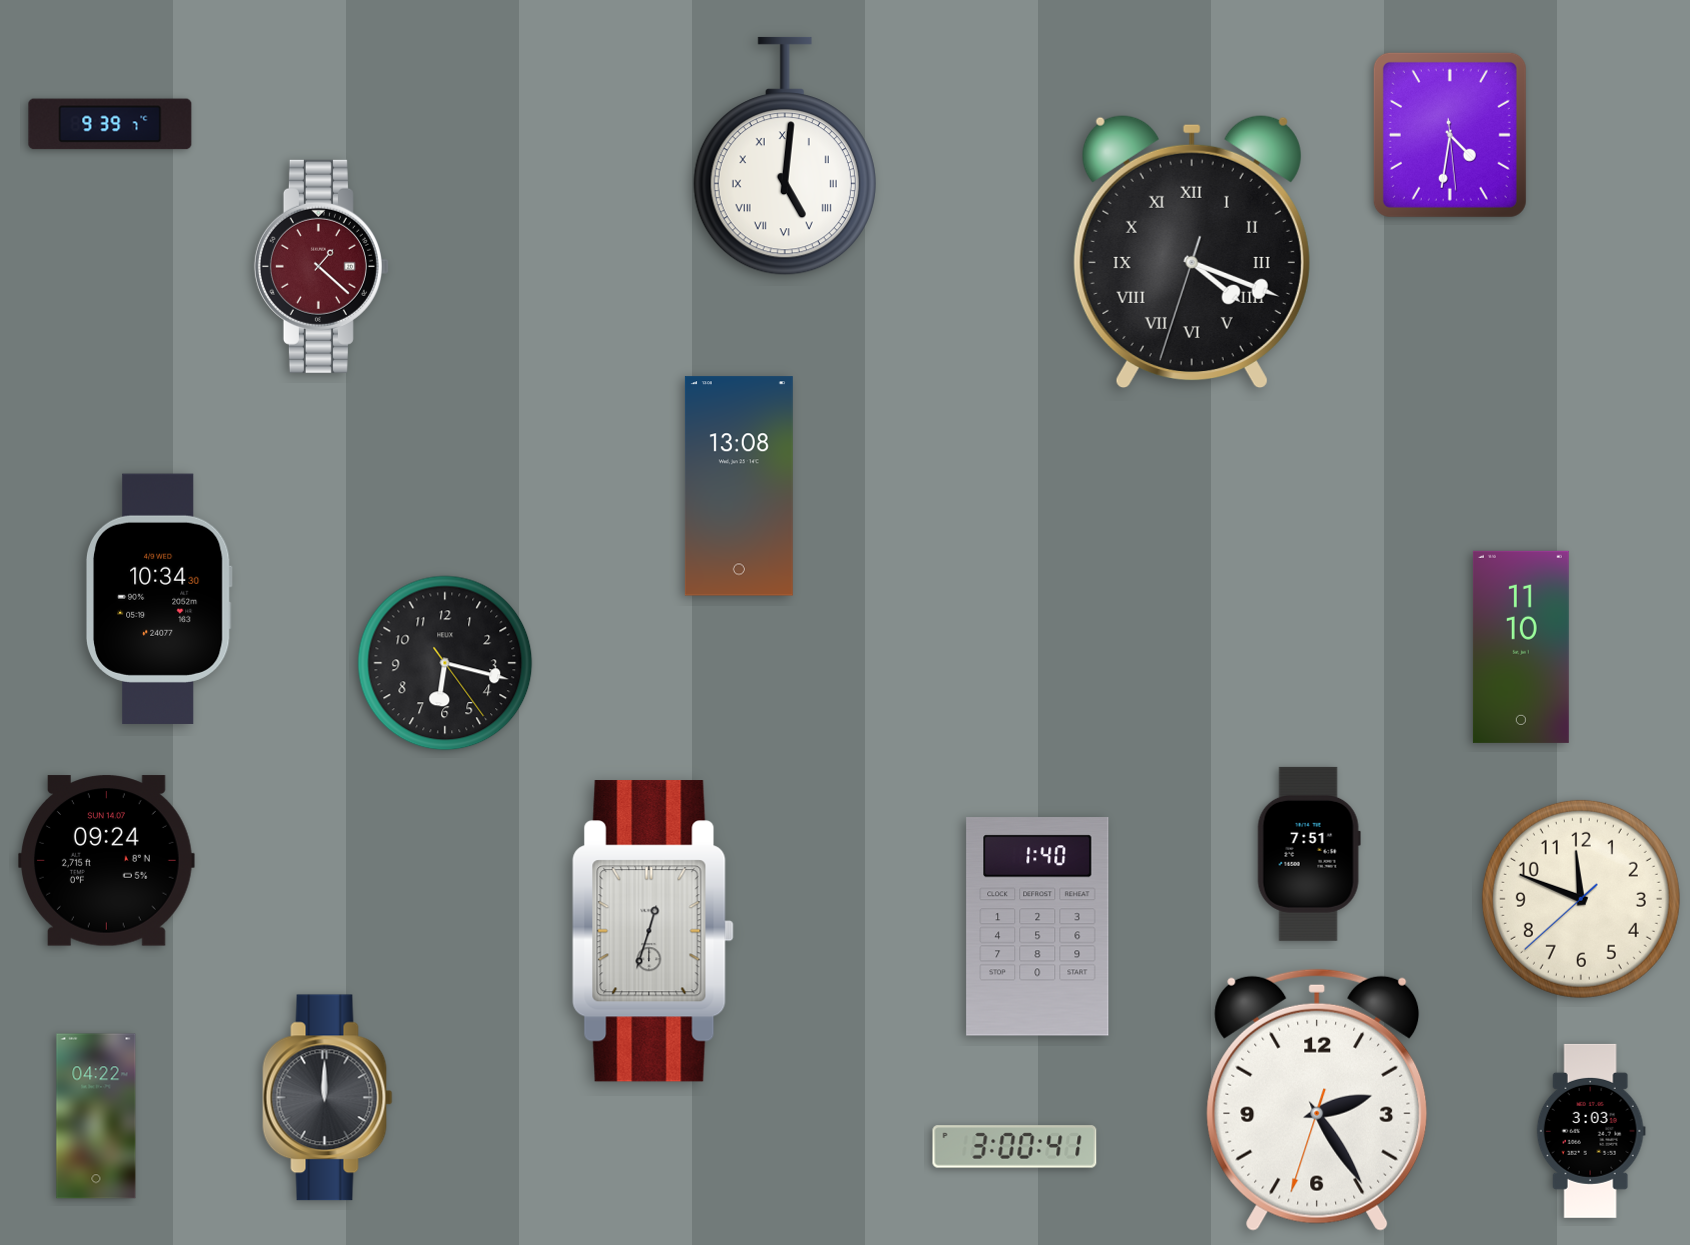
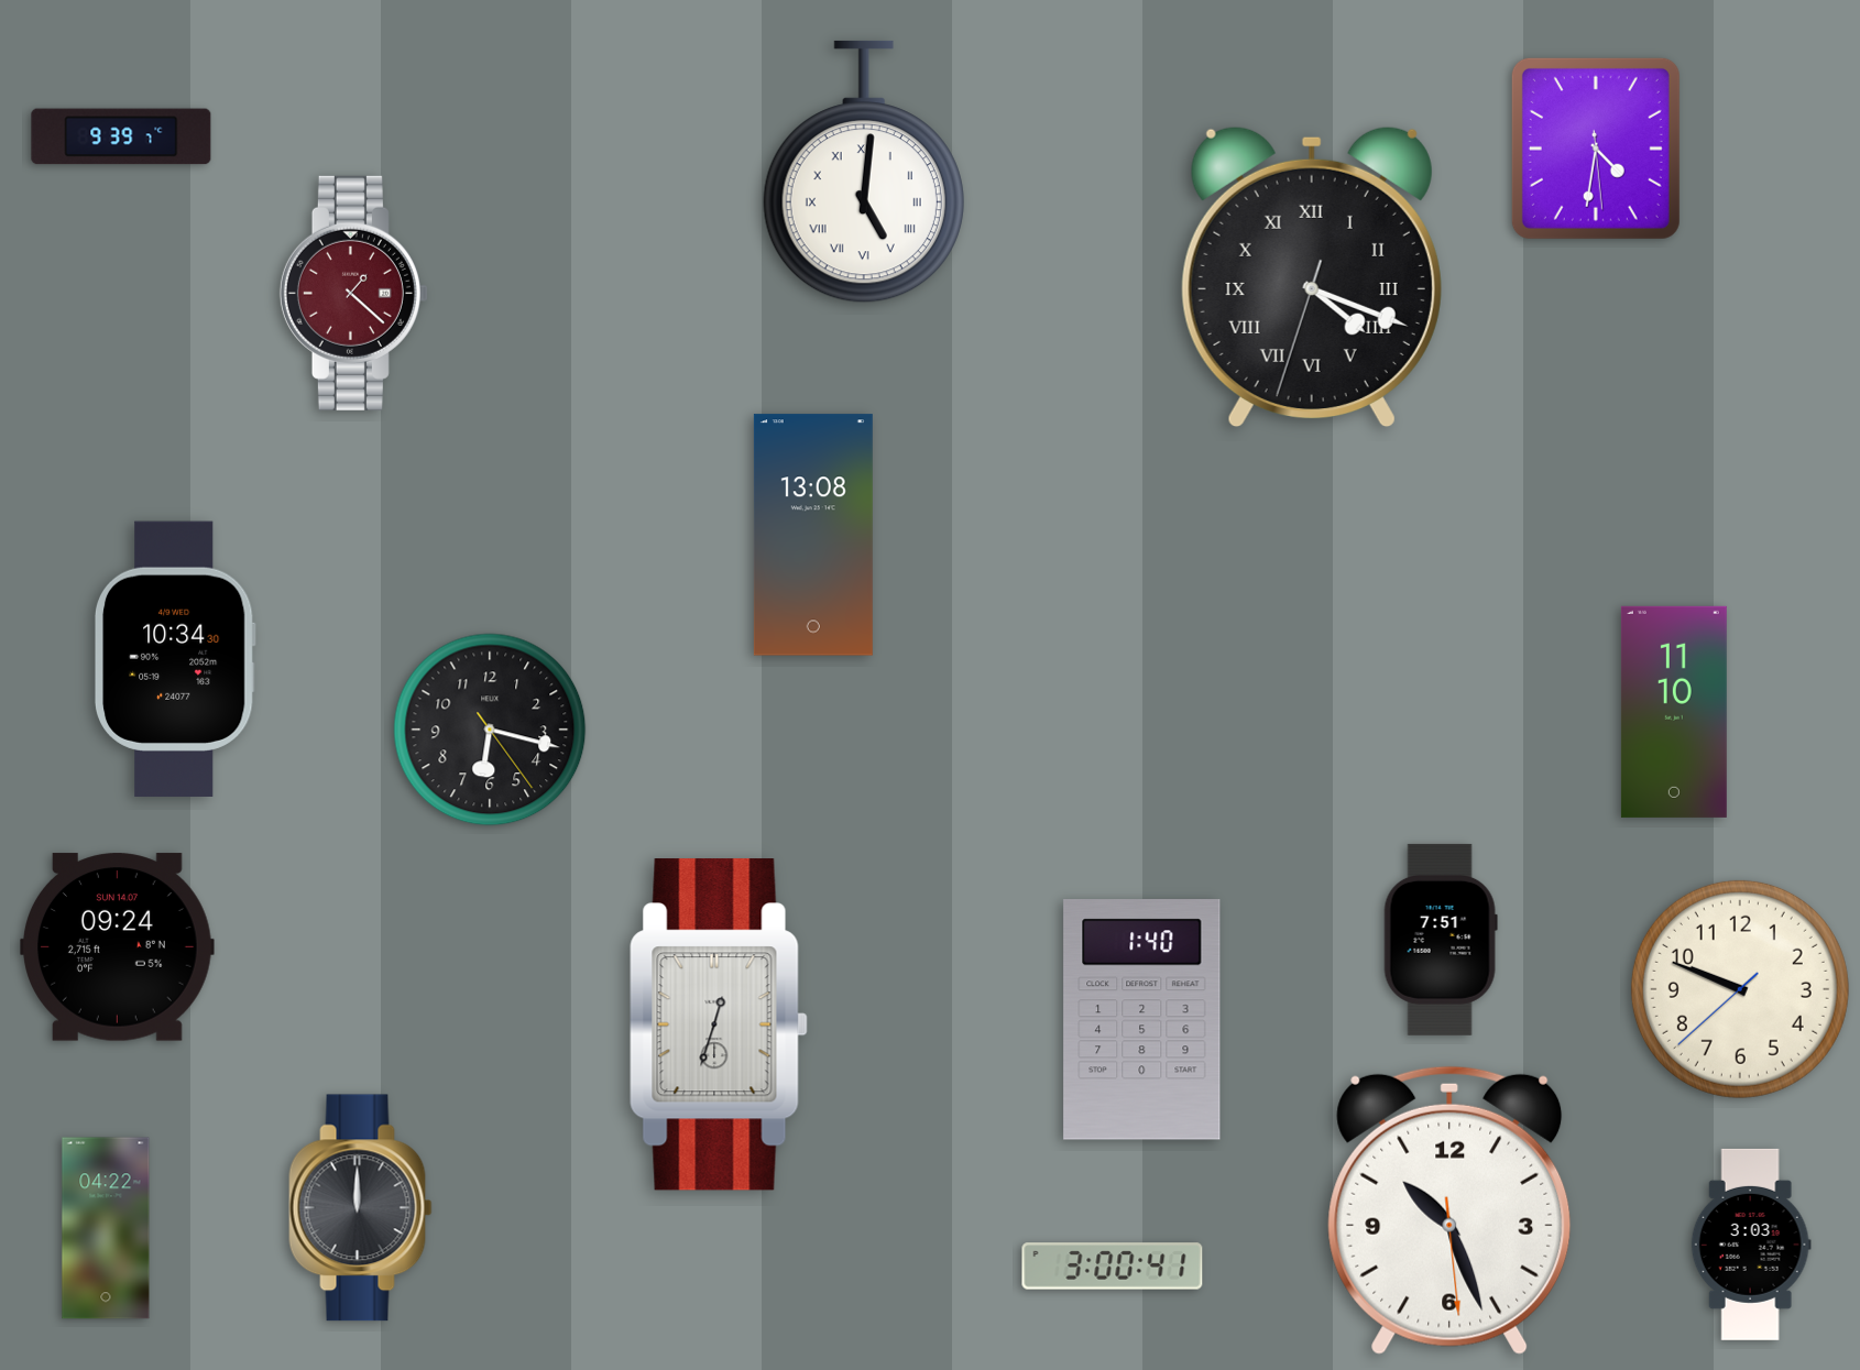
clock at (1581, 899): 11:48 -> 9:48
clock at (1317, 1100): 2:24 -> 10:26
clock at (1015, 1147) position: (1015, 1147) -> (1113, 1267)
